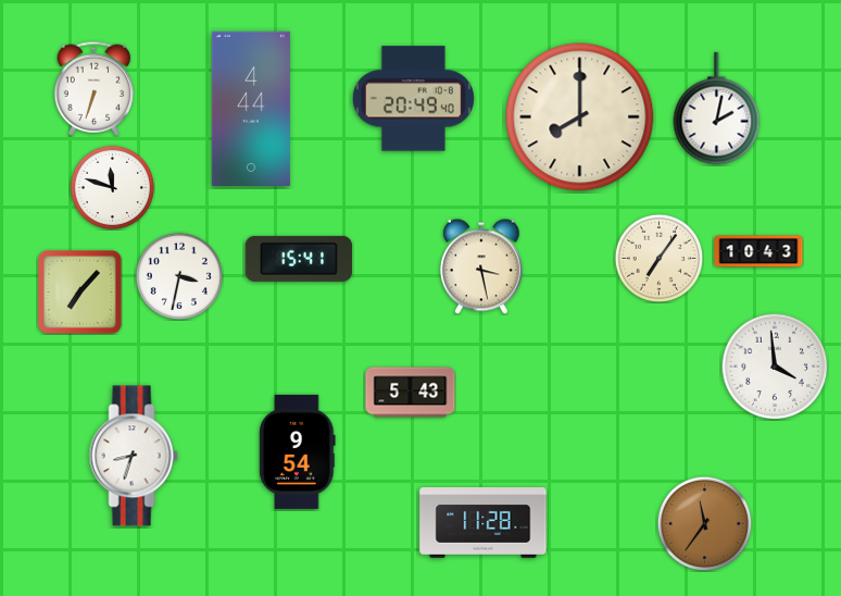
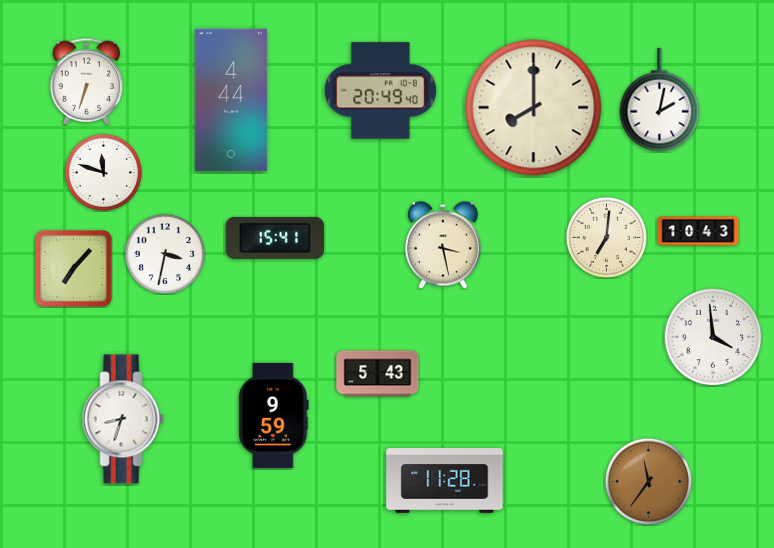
clock at (658, 258): 7:06 -> 7:01
clock at (411, 393) position: (411, 393) -> (378, 374)
clock at (298, 451): 9:54 -> 9:59
